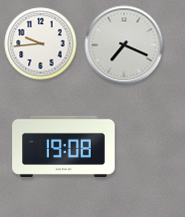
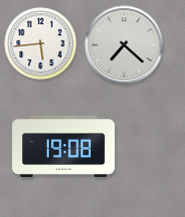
clock at (41, 44): 9:44 -> 5:44
clock at (124, 45): 7:19 -> 7:22
